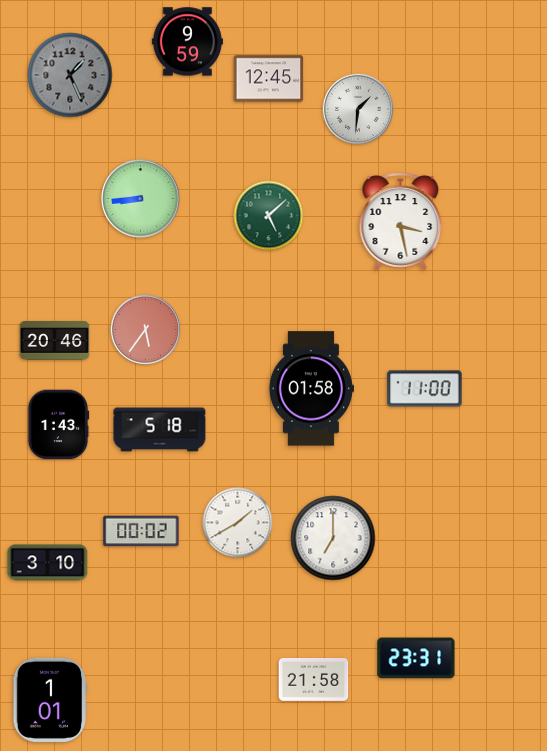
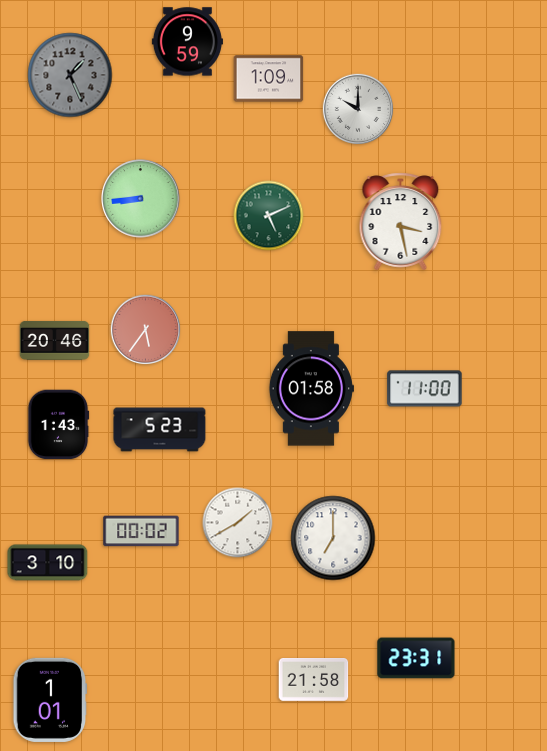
clock at (269, 79): 12:45 -> 1:09
clock at (358, 109): 1:31 -> 10:00
clock at (269, 216): 5:08 -> 5:11
clock at (160, 430): 5:18 -> 5:23
